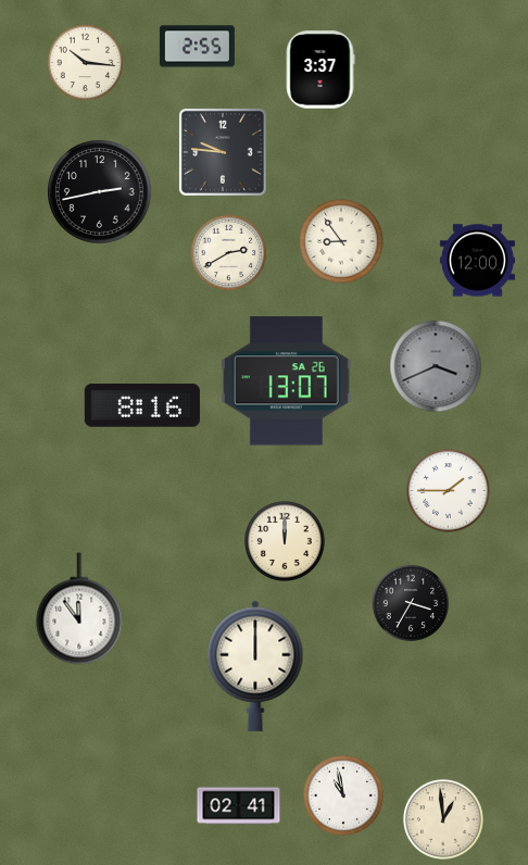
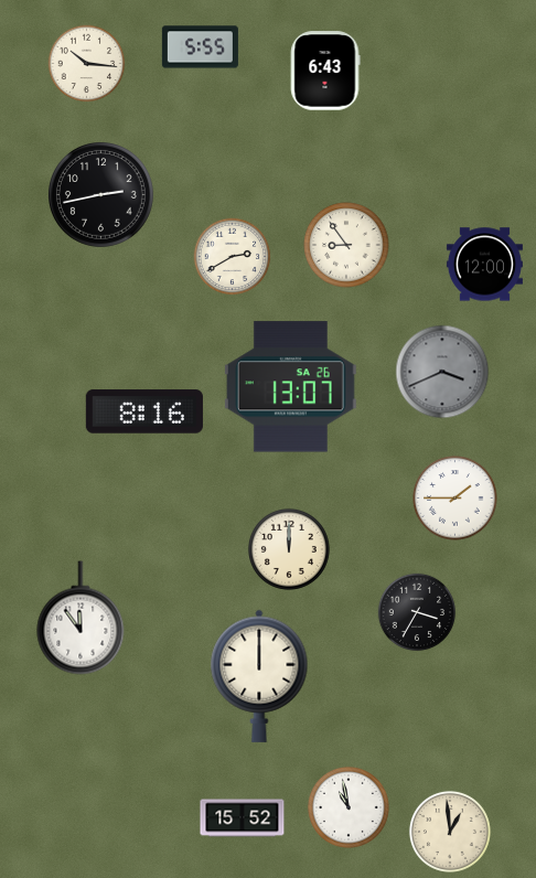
clock at (197, 47): 2:55 -> 5:55
clock at (320, 70): 3:37 -> 6:43
clock at (223, 152): 9:46 -> none
clock at (239, 806): 02:41 -> 15:52
